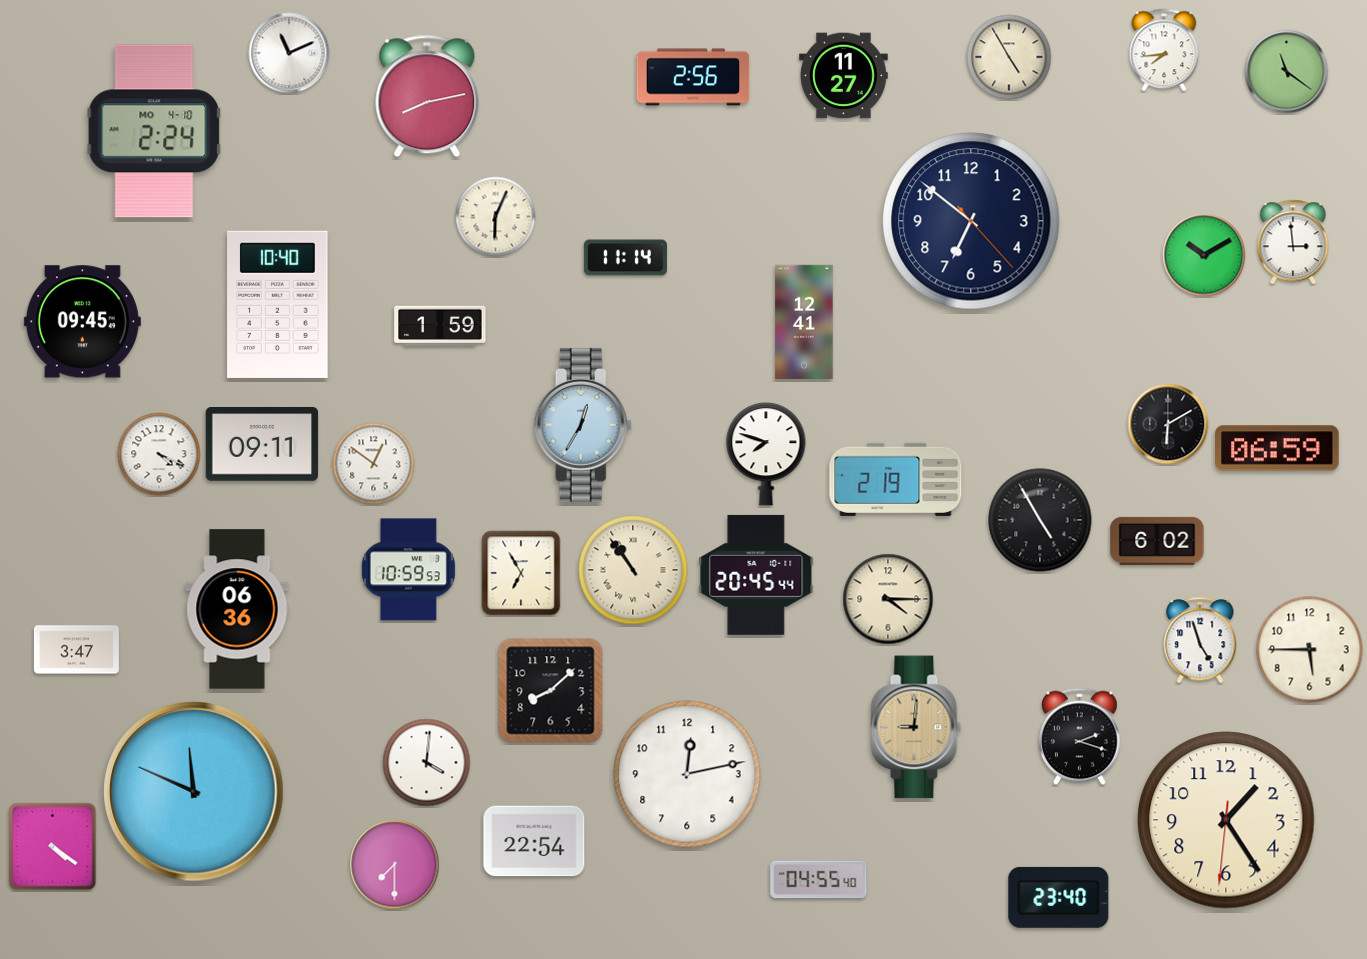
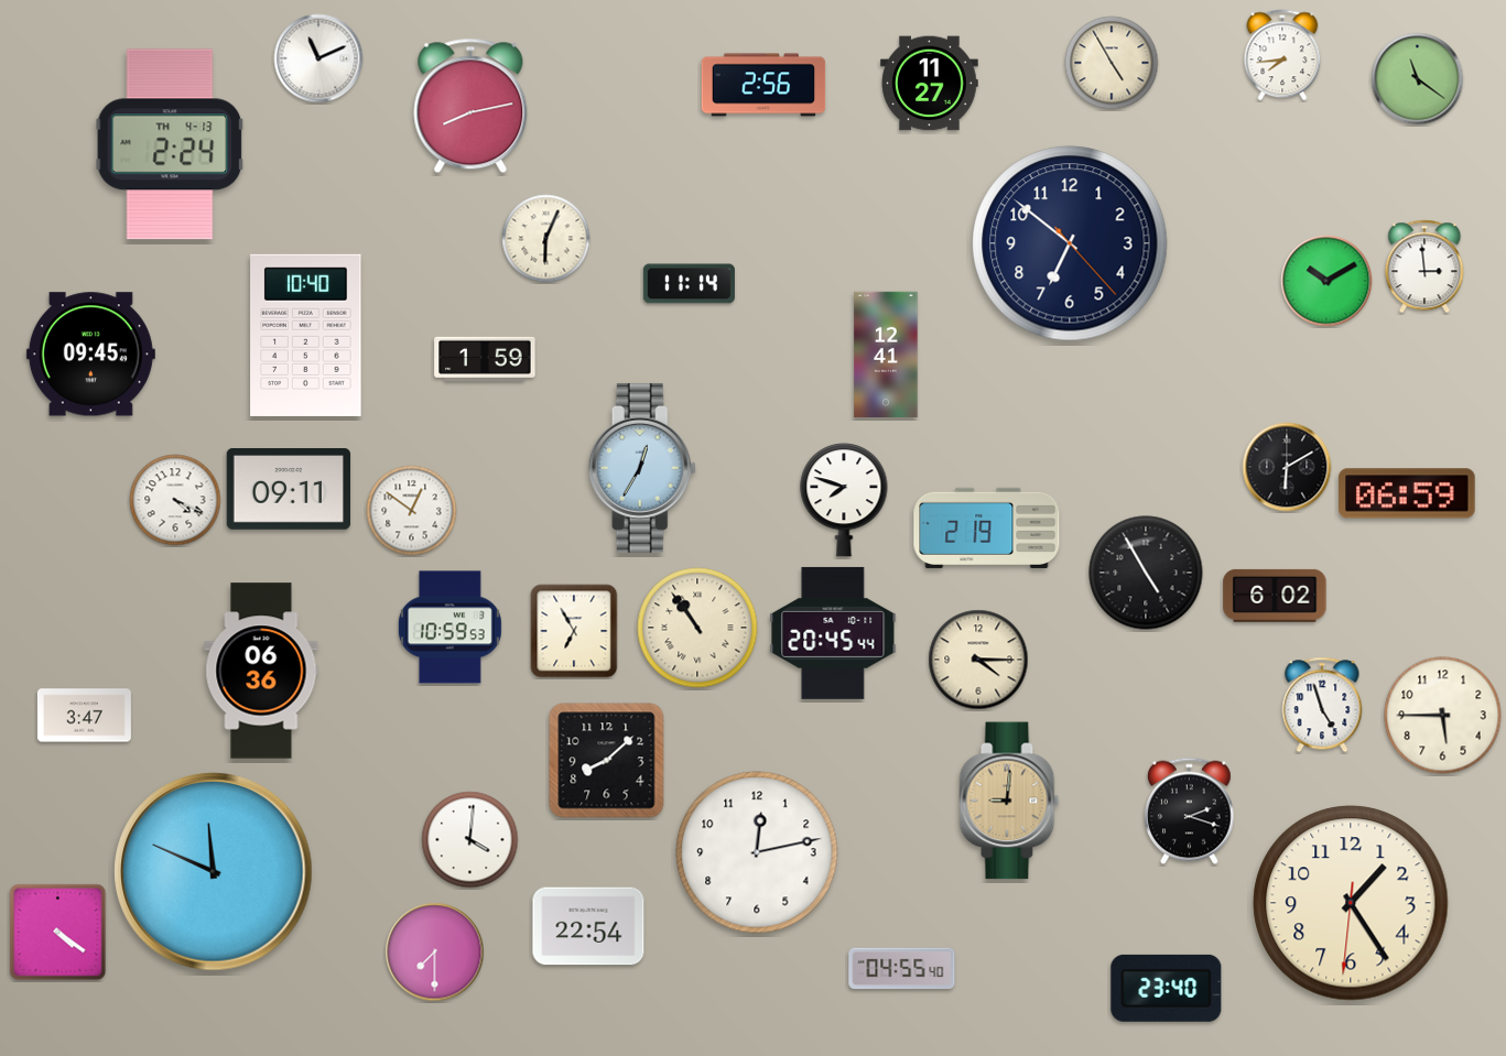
clock at (154, 131) date: MO 4-10 -> TH 4-13
